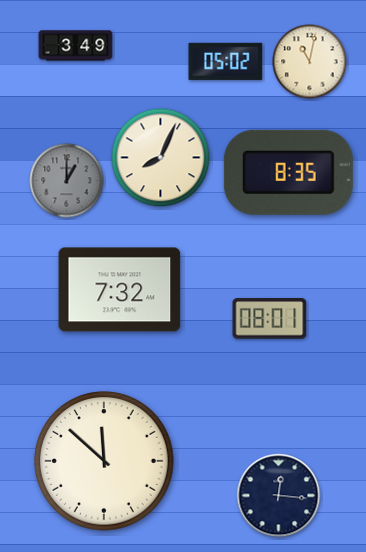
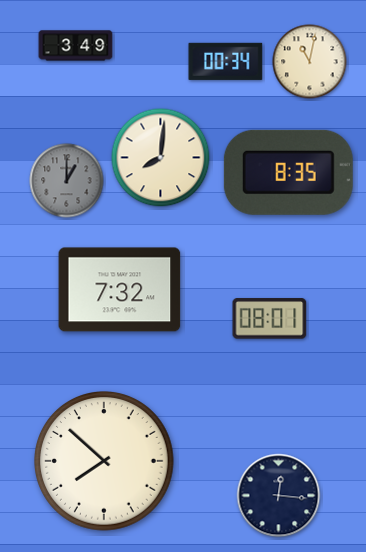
clock at (226, 61): 05:02 -> 00:34
clock at (161, 158): 8:04 -> 8:01
clock at (105, 462): 11:52 -> 7:52
